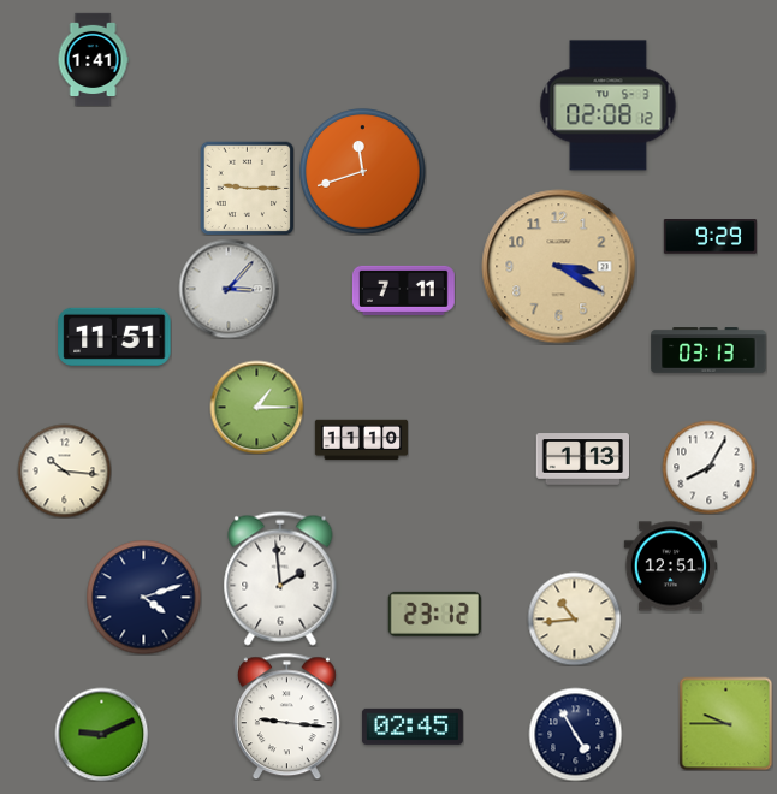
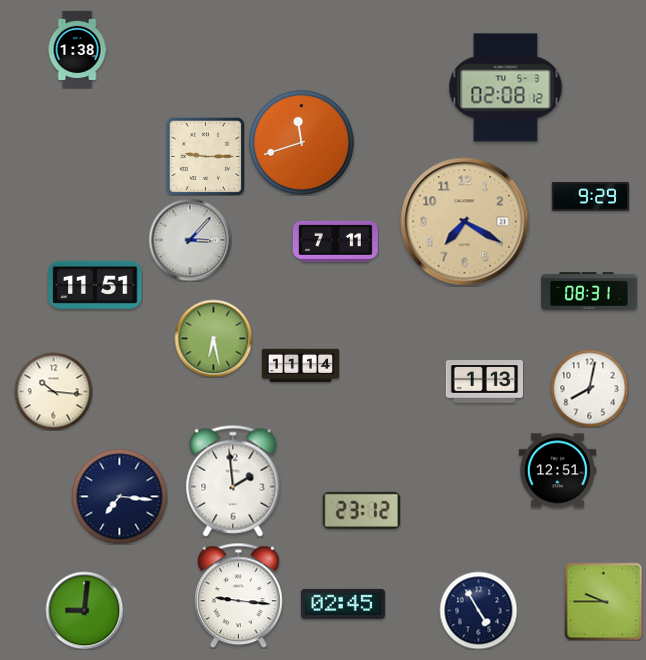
clock at (93, 59): 1:41 -> 1:38
clock at (559, 267): 3:20 -> 7:20
clock at (114, 337) position: (114, 337) -> (95, 285)
clock at (708, 350): 03:13 -> 08:31
clock at (256, 407): 1:15 -> 6:28
clock at (361, 440): 11:10 -> 11:14
clock at (708, 467): 8:05 -> 8:02
clock at (143, 597): 4:12 -> 7:16
clock at (574, 618): 10:44 -> none
clock at (101, 734): 9:11 -> 9:01
